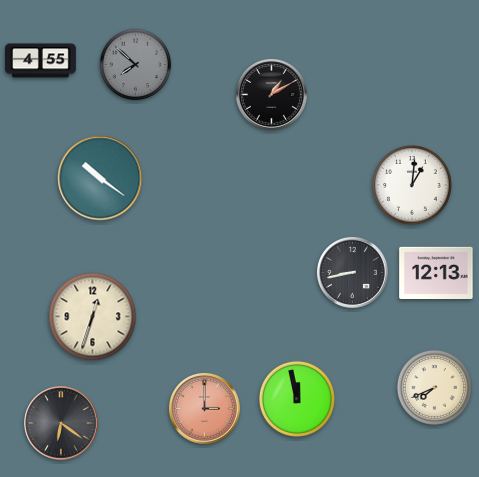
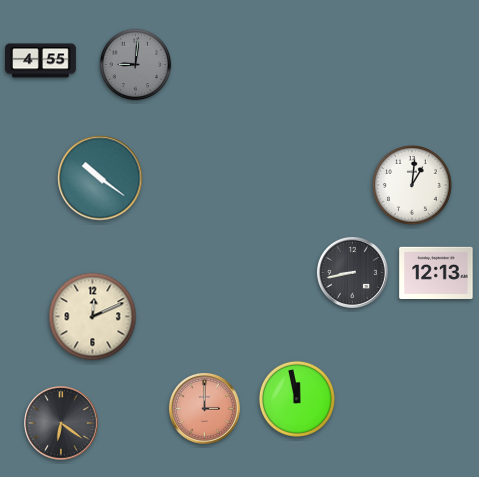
clock at (136, 65): 7:52 -> 9:01
clock at (272, 95): 1:10 -> none
clock at (93, 317): 12:33 -> 12:11
clock at (434, 387): 7:41 -> none
